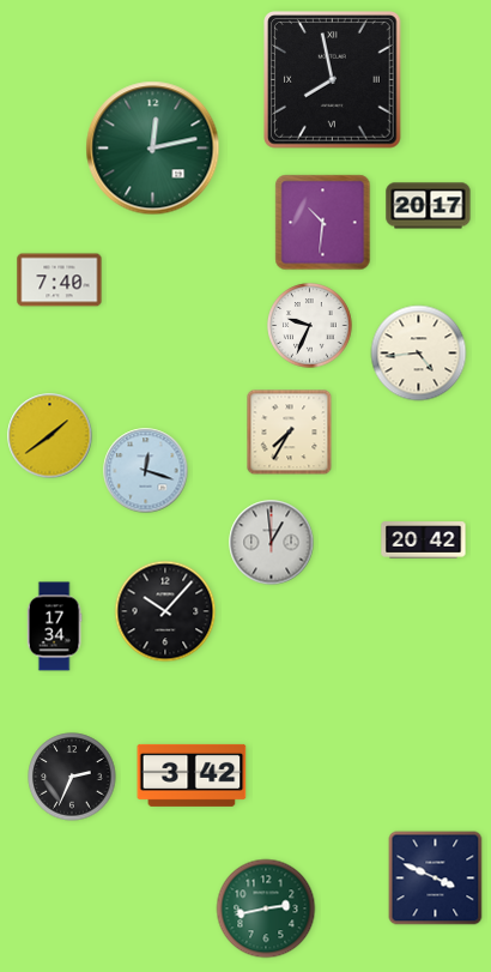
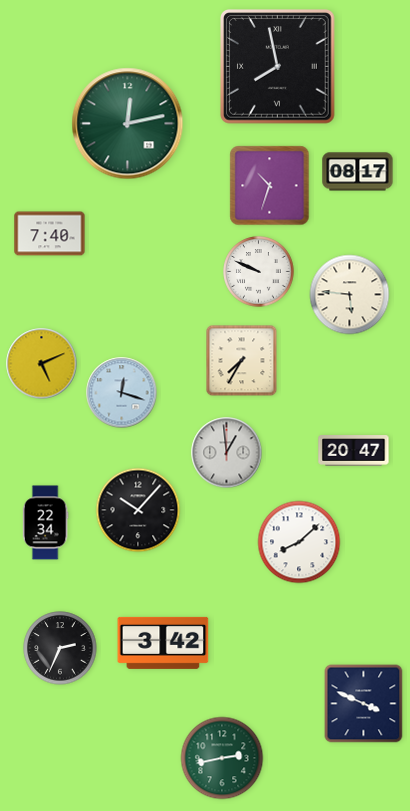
clock at (429, 206): 20:17 -> 08:17
clock at (323, 223): 10:31 -> 10:33
clock at (310, 326): 9:34 -> 9:49
clock at (419, 354): 4:44 -> 5:46
clock at (50, 436): 1:39 -> 5:11
clock at (424, 541): 20:42 -> 20:47
clock at (54, 627): 17:34 -> 22:34
clock at (299, 542): none -> 8:08
clock at (192, 775) position: (192, 775) -> (163, 643)
clock at (436, 879) position: (436, 879) -> (364, 704)
